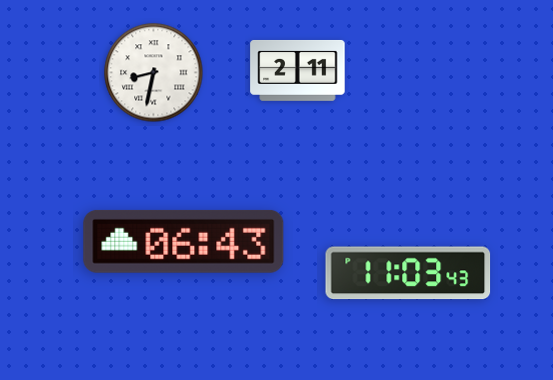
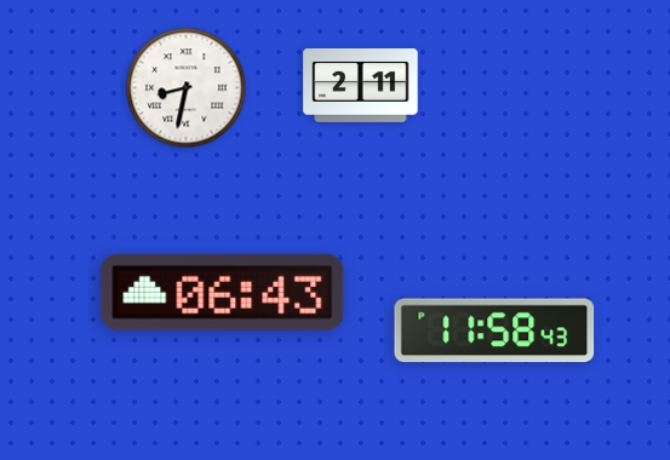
clock at (408, 273): 11:03 -> 11:58
